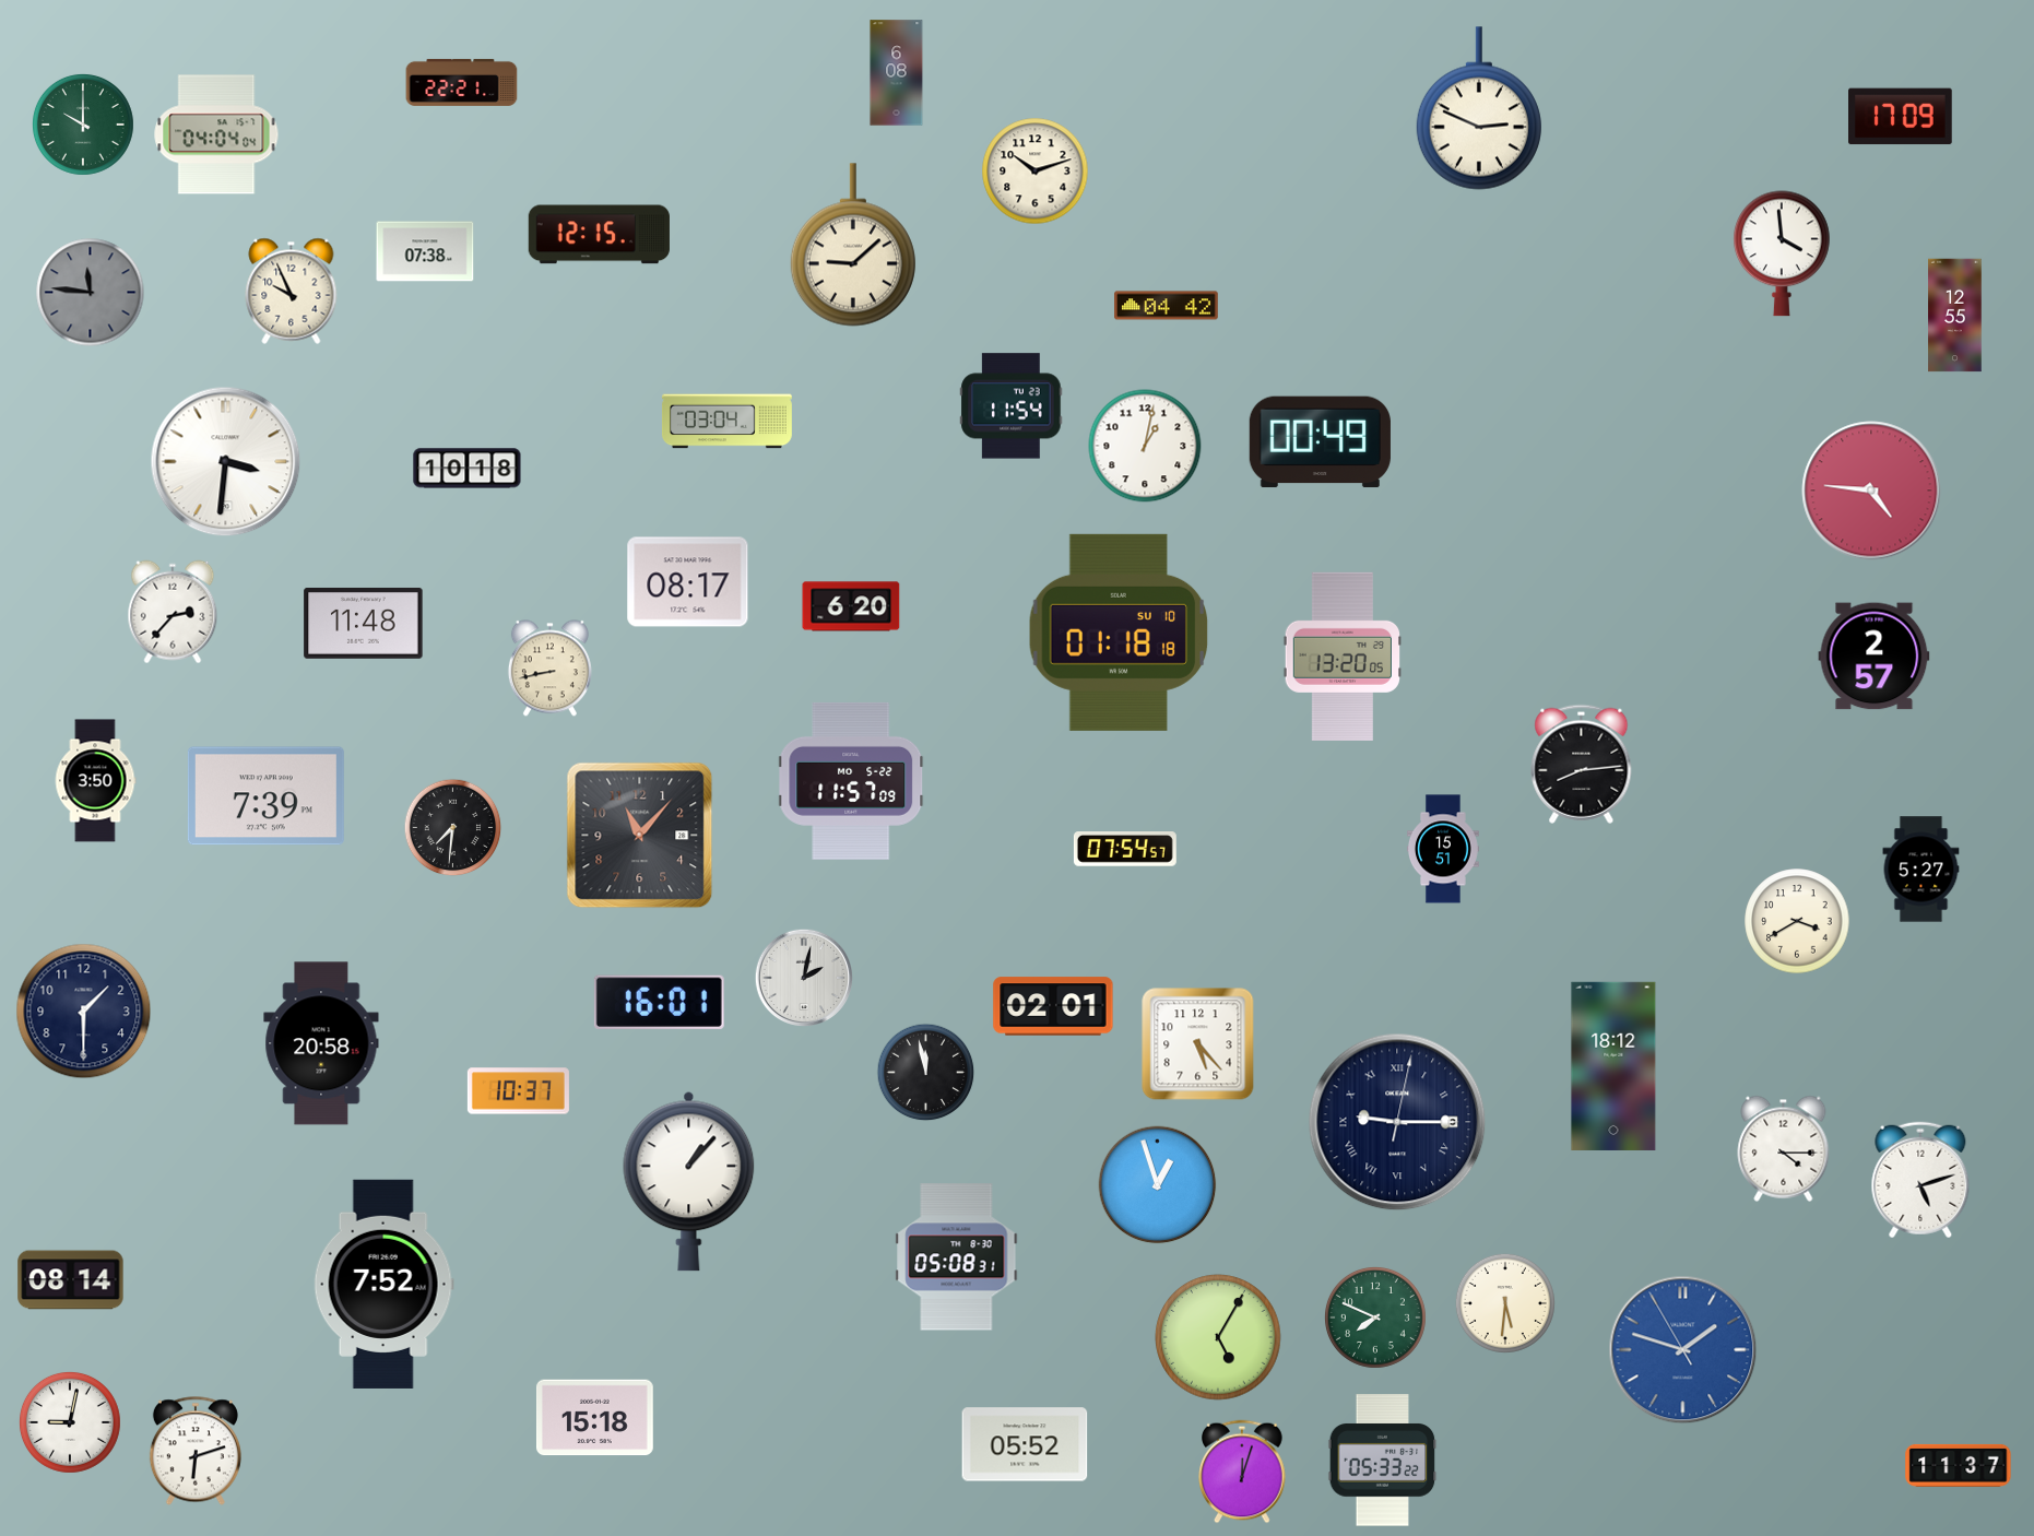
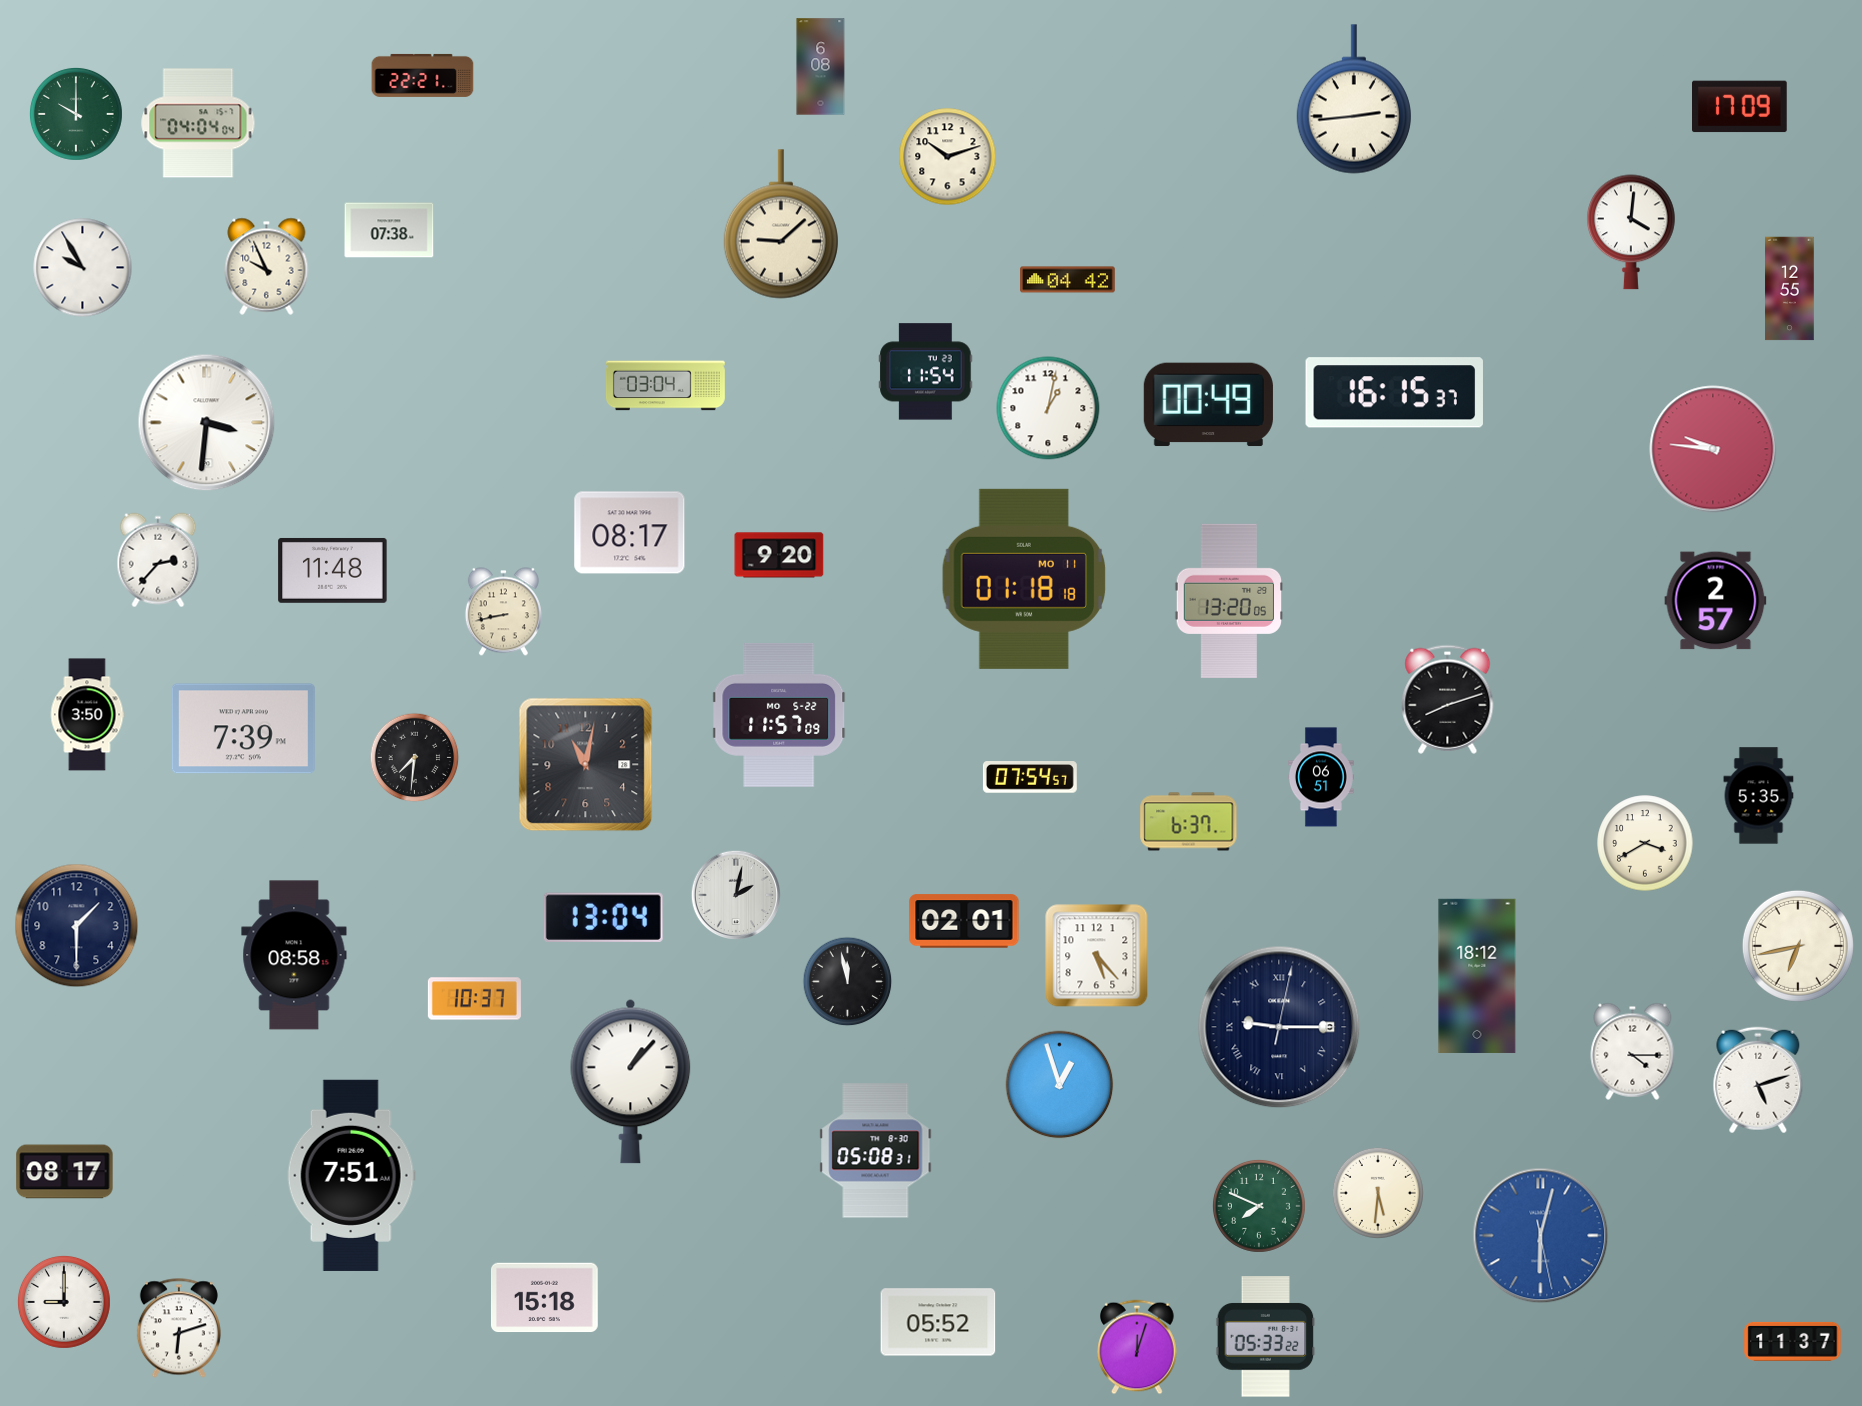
clock at (1479, 108): 2:49 -> 2:44
clock at (599, 235): 12:15 -> none
clock at (1783, 253): 3:59 -> 4:01
clock at (91, 293): 11:46 -> 9:55
clock at (91, 293) dial: grey -> white
clock at (1394, 393): none -> 16:15
clock at (468, 469): 10:18 -> none
clock at (1871, 491): 4:46 -> 9:46
clock at (851, 606): 6:20 -> 9:20
clock at (1119, 633) date: SU 10 -> MO 11
clock at (1582, 764): 8:14 -> 8:12
clock at (640, 836): 11:07 -> 11:02
clock at (1444, 849): 15:51 -> 06:51
clock at (1921, 870): 5:27 -> 5:35
clock at (1189, 822): none -> 6:37
clock at (659, 1002): 16:01 -> 13:04
clock at (1798, 946): none -> 6:43
clock at (321, 1043): 20:58 -> 08:58
clock at (71, 1280): 08:14 -> 08:17
clock at (383, 1284): 7:52 -> 7:51
clock at (1218, 1337): 5:05 -> none
clock at (1683, 1350): 1:47 -> 6:02
clock at (70, 1422): 9:02 -> 9:00
